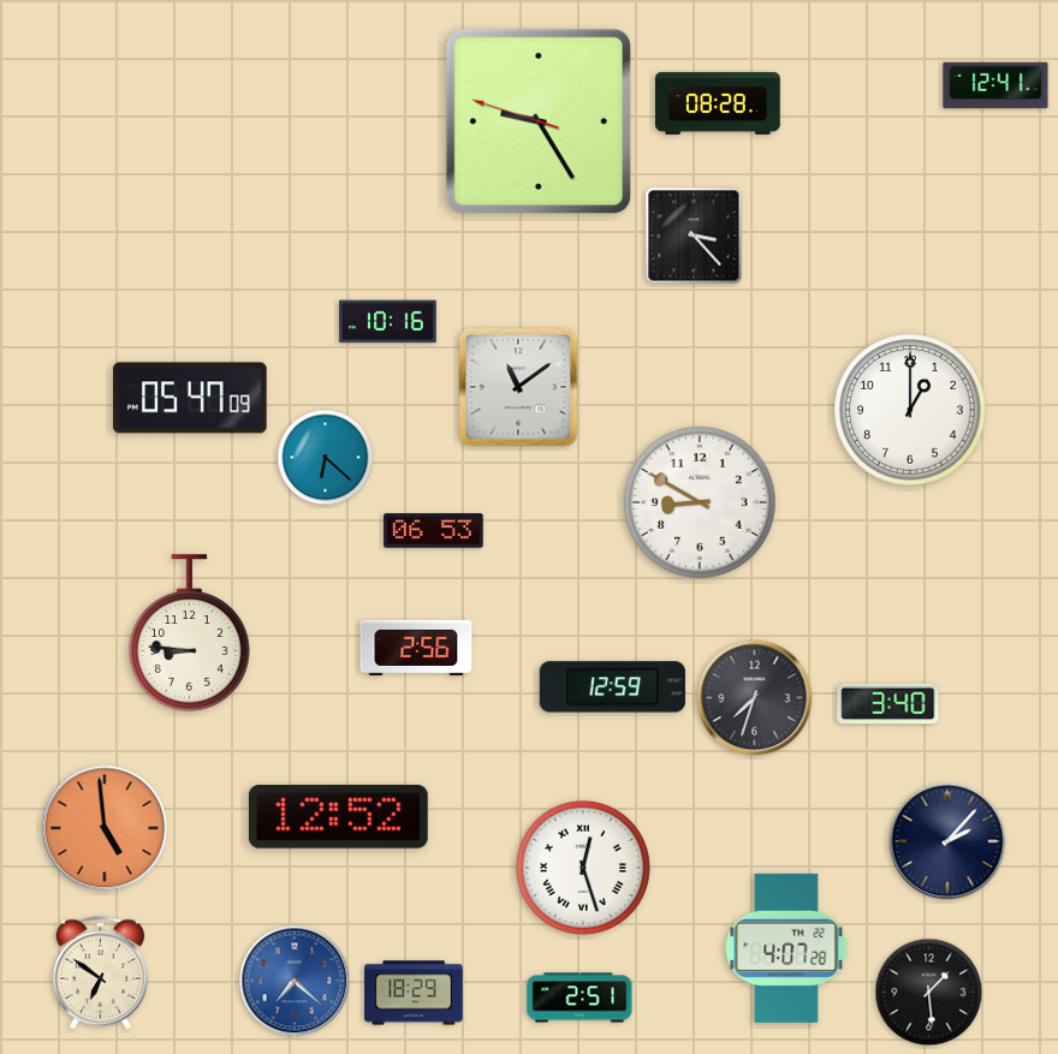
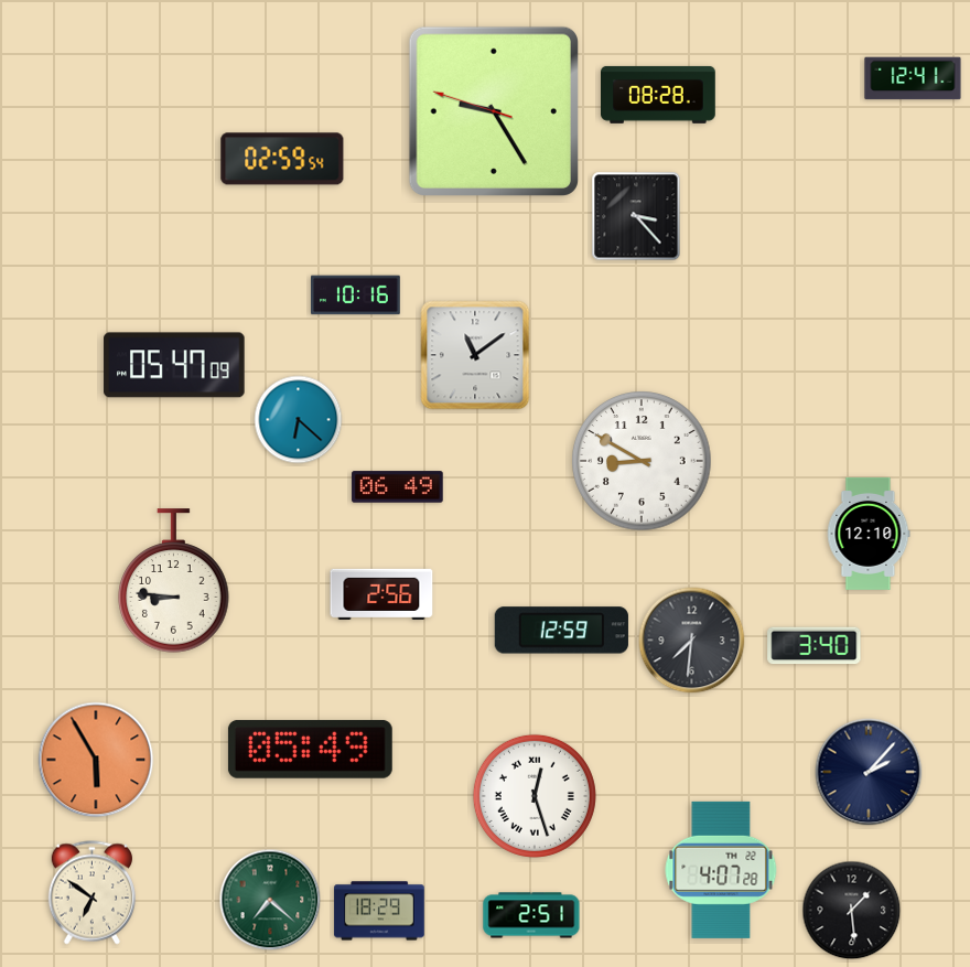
clock at (282, 159): none -> 02:59
clock at (910, 410): 1:00 -> none
clock at (434, 531): 06:53 -> 06:49
clock at (869, 534): none -> 12:10
clock at (755, 698): 7:33 -> 7:31
clock at (338, 816): 12:52 -> 05:49
clock at (105, 828): 4:59 -> 5:55
clock at (295, 981) dial: blue -> green
